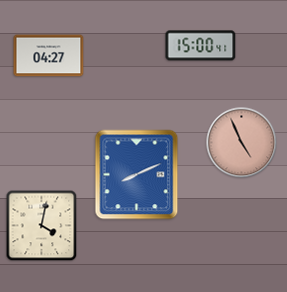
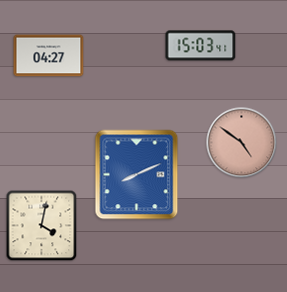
clock at (201, 46): 15:00 -> 15:03
clock at (242, 143): 4:56 -> 4:51
